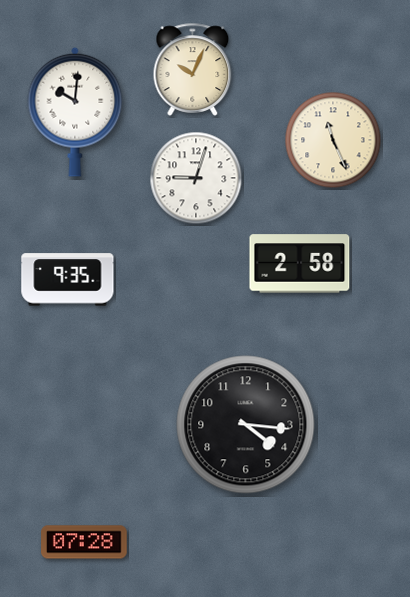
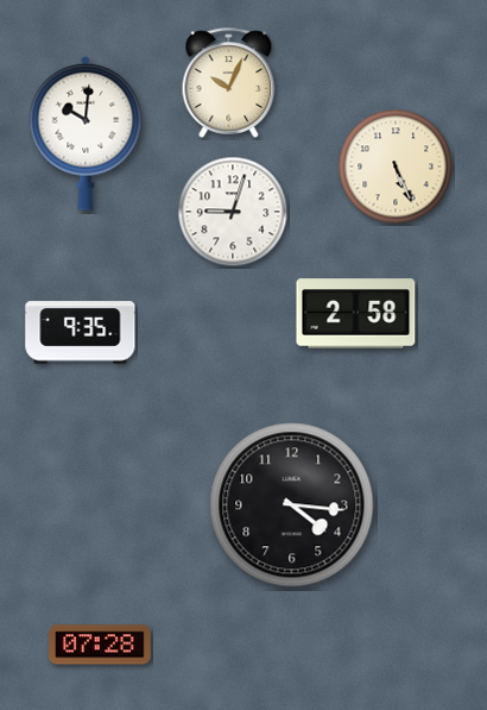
clock at (75, 112) position: (75, 112) -> (86, 133)
clock at (333, 140): 11:26 -> 5:26
